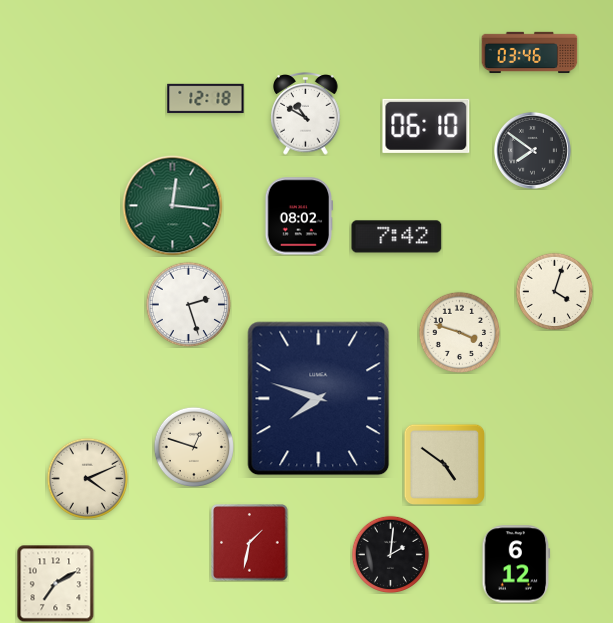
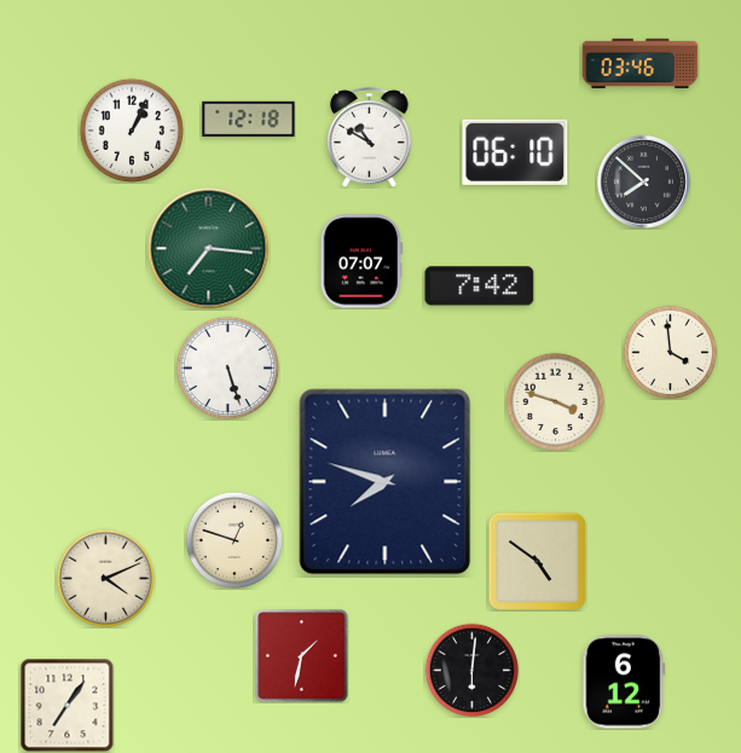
clock at (132, 131): none -> 1:04
clock at (532, 150): 7:51 -> 7:52
clock at (173, 206): 12:16 -> 7:16
clock at (298, 216): 08:02 -> 07:07
clock at (554, 291): 4:03 -> 3:59
clock at (188, 304): 2:27 -> 5:27
clock at (390, 554): 2:01 -> 6:01
clock at (55, 583): 7:10 -> 7:06
